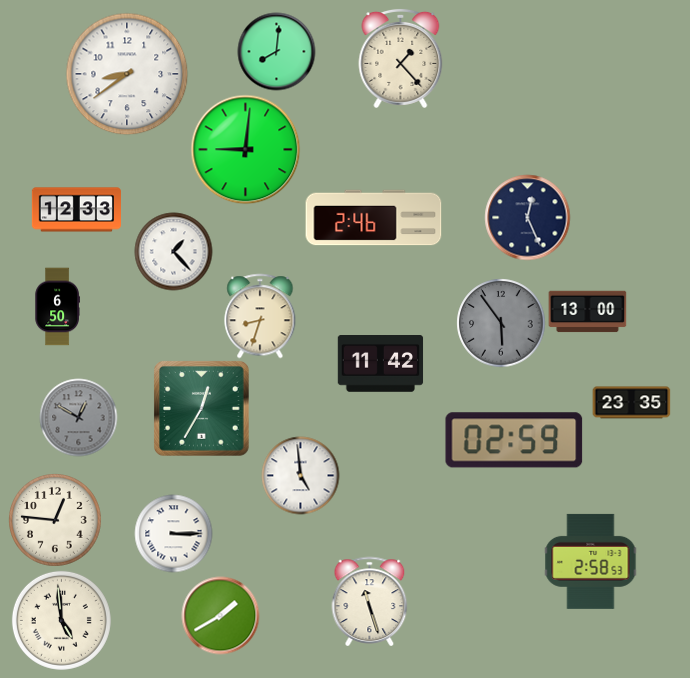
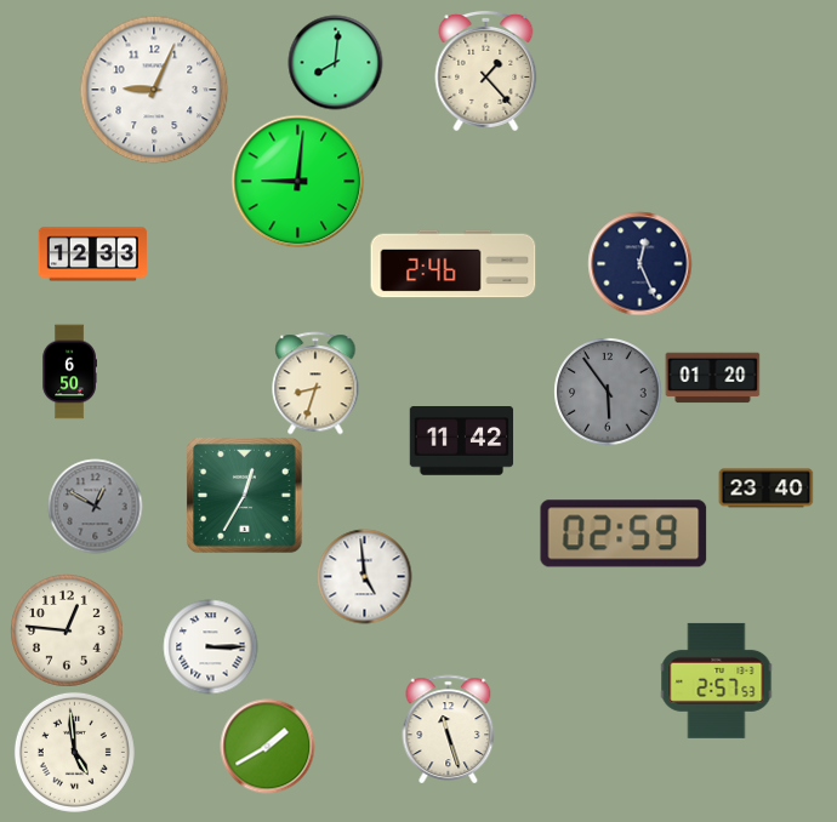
clock at (127, 74): 8:39 -> 9:04
clock at (173, 251): 1:23 -> none
clock at (587, 312): 13:00 -> 01:20
clock at (631, 403): 23:35 -> 23:40
clock at (591, 561): 2:58 -> 2:57
